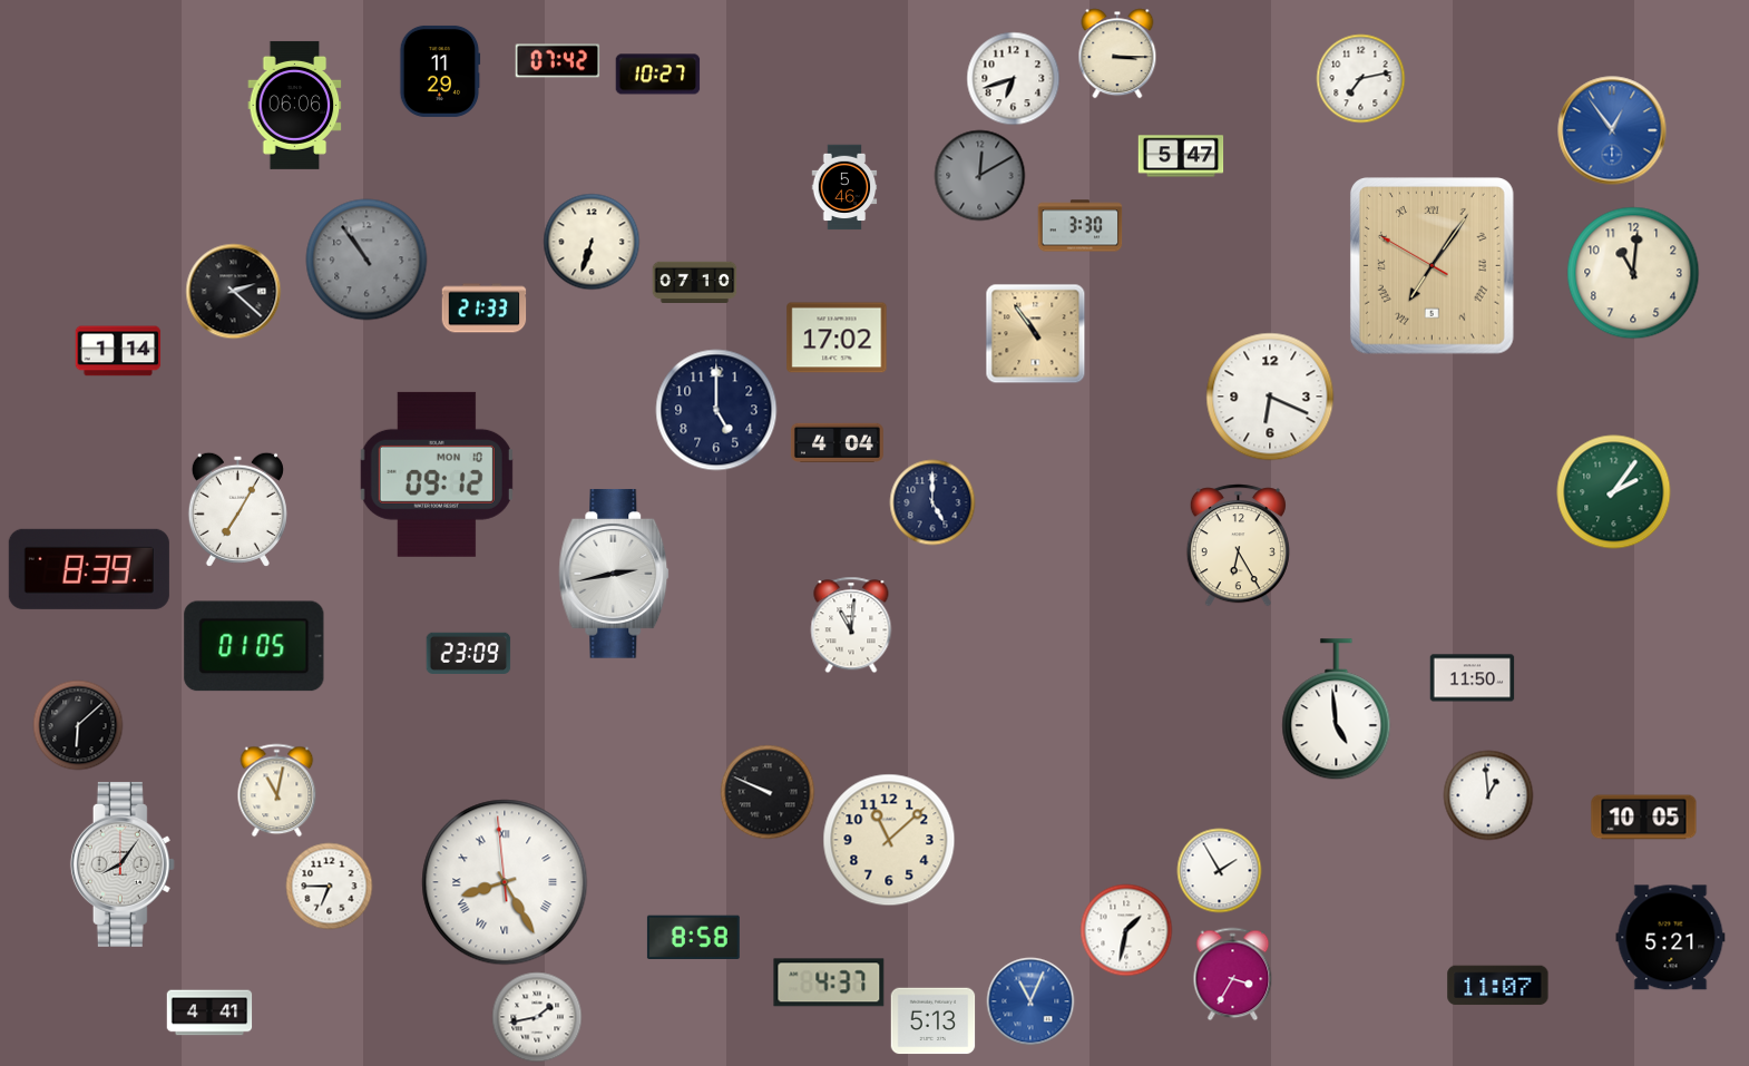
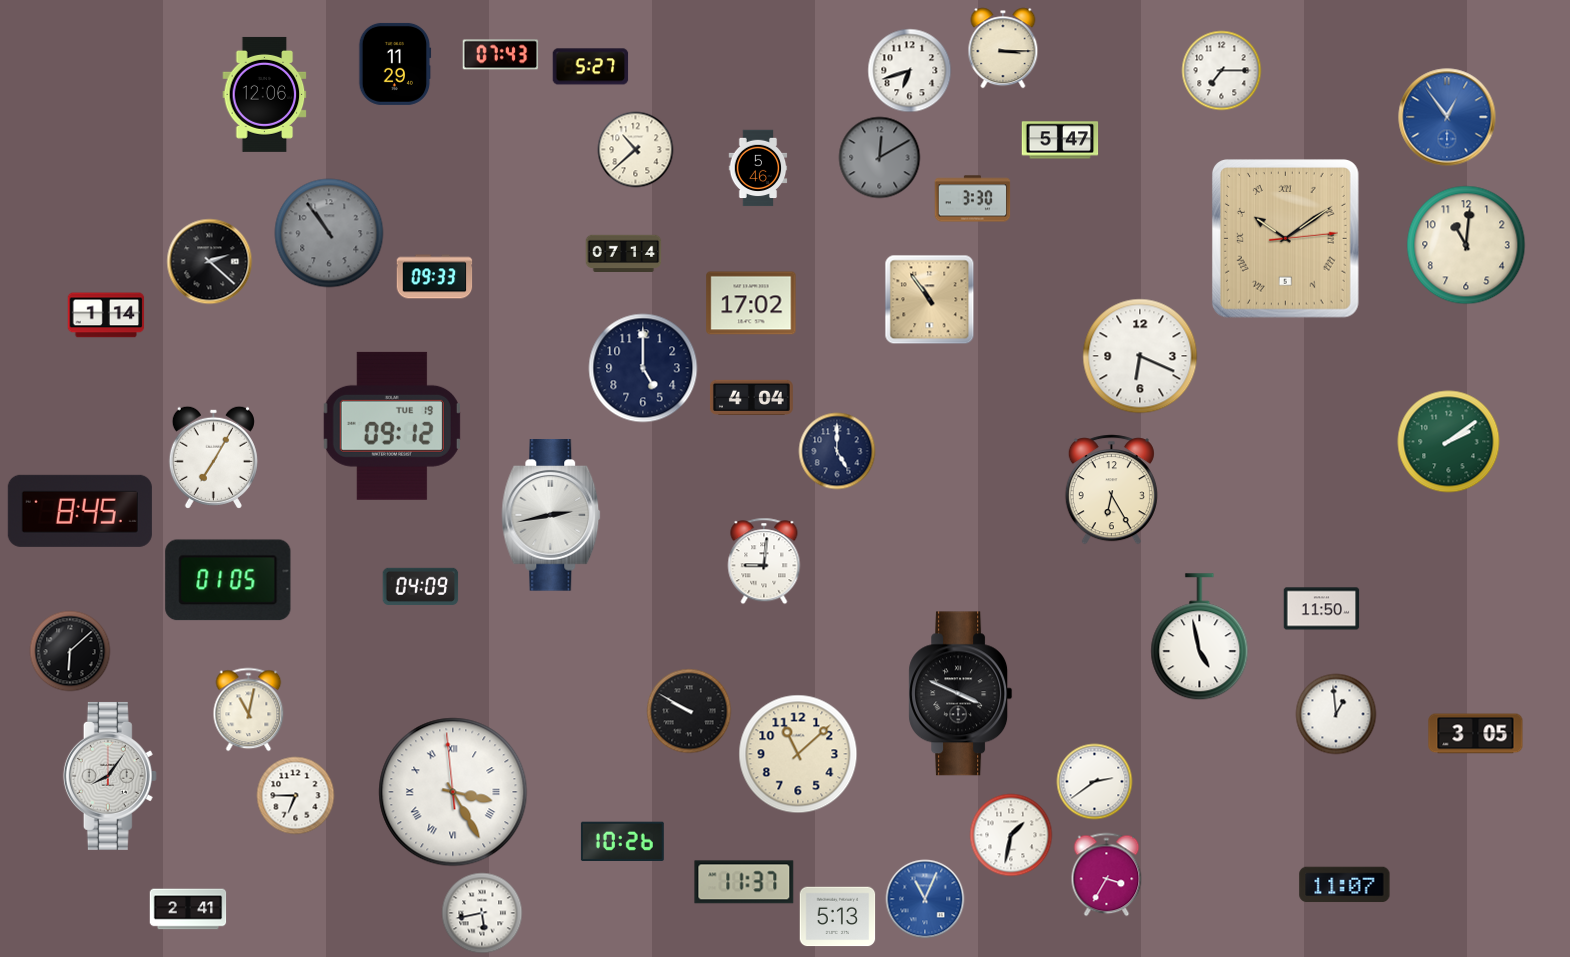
clock at (558, 61): 07:42 -> 07:43
clock at (658, 75): 10:27 -> 5:27
clock at (1361, 79): 7:13 -> 7:15
clock at (295, 105): 06:06 -> 12:06
clock at (636, 150): none -> 10:38
clock at (1081, 226) position: (1081, 226) -> (973, 199)
clock at (592, 242): 6:33 -> none
clock at (1432, 266): 7:05 -> 10:09
clock at (695, 283): 07:10 -> 07:14
clock at (485, 309): 21:33 -> 09:33
clock at (437, 475) date: MON 10 -> TUE 19
clock at (1614, 492): 2:06 -> 2:09
clock at (89, 569): 8:39 -> 8:45
clock at (851, 625): 11:01 -> 9:01
clock at (469, 653): 23:09 -> 04:09
clock at (1337, 710): 4:59 -> 4:58
clock at (961, 694): none -> 3:49
clock at (768, 792): 9:49 -> 9:50
clock at (1644, 818): 10:05 -> 3:05
clock at (1220, 871): 1:55 -> 2:39
clock at (505, 882): 8:24 -> 3:24
clock at (693, 938): 8:58 -> 10:26
clock at (1671, 938): 5:21 -> none
clock at (829, 982): 4:37 -> 11:37
clock at (209, 1013): 4:41 -> 2:41
clock at (537, 1017): 1:43 -> 5:43
